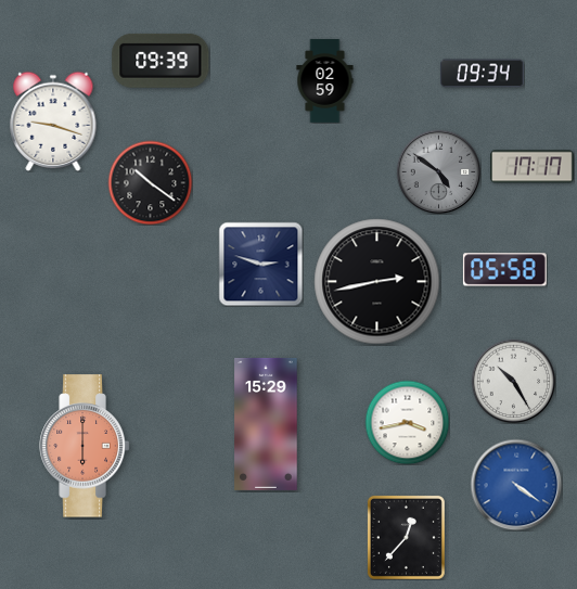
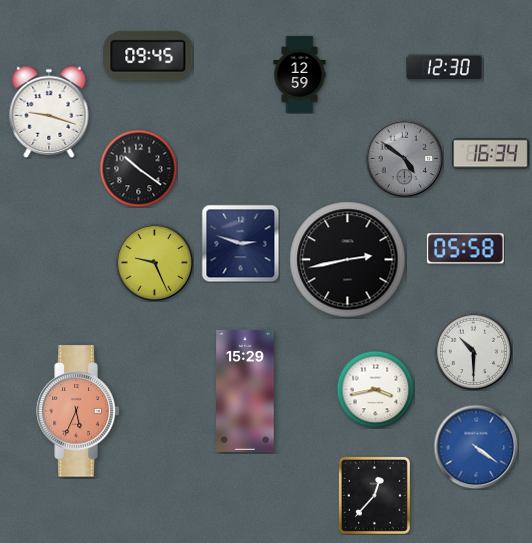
clock at (161, 61): 09:39 -> 09:45
clock at (483, 74): 09:34 -> 12:30
clock at (325, 81): 02:59 -> 12:59
clock at (533, 167): 17:17 -> 16:34
clock at (154, 262): none -> 9:26
clock at (513, 381): 10:25 -> 10:30
clock at (85, 446): 6:00 -> 5:34
